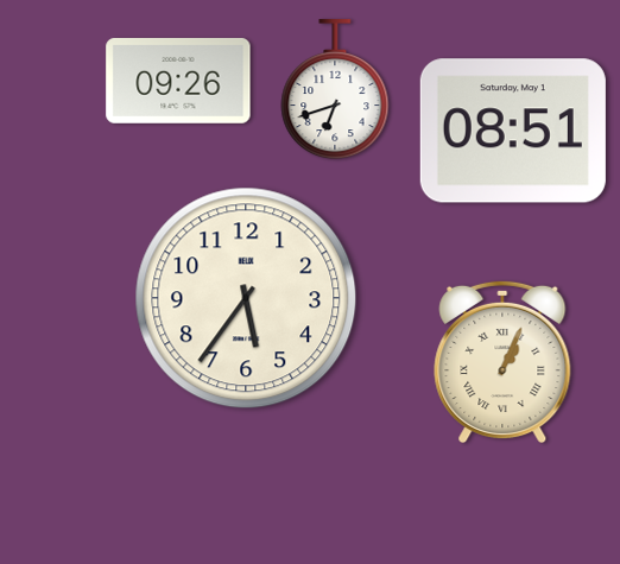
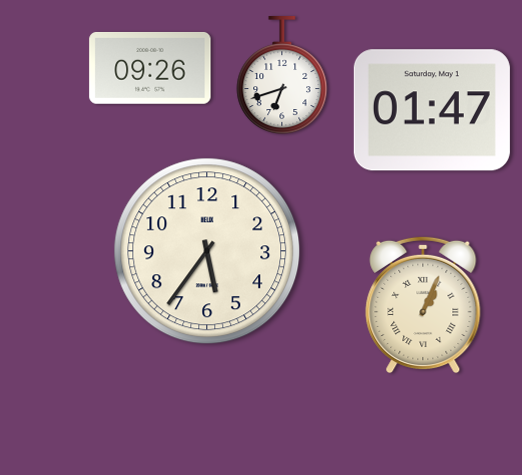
clock at (513, 131): 08:51 -> 01:47
